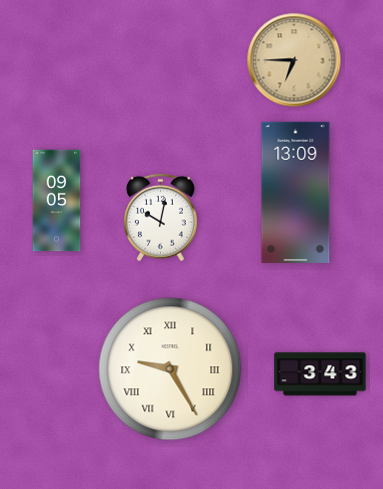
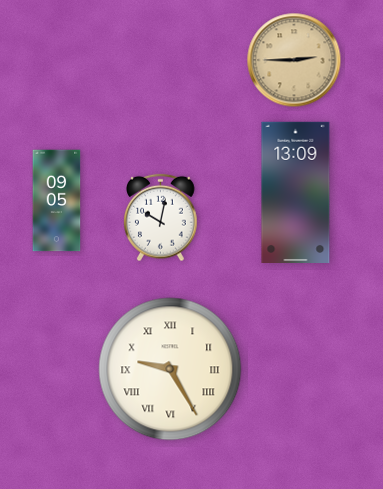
clock at (294, 60): 6:45 -> 2:45
clock at (320, 374): 3:43 -> none
